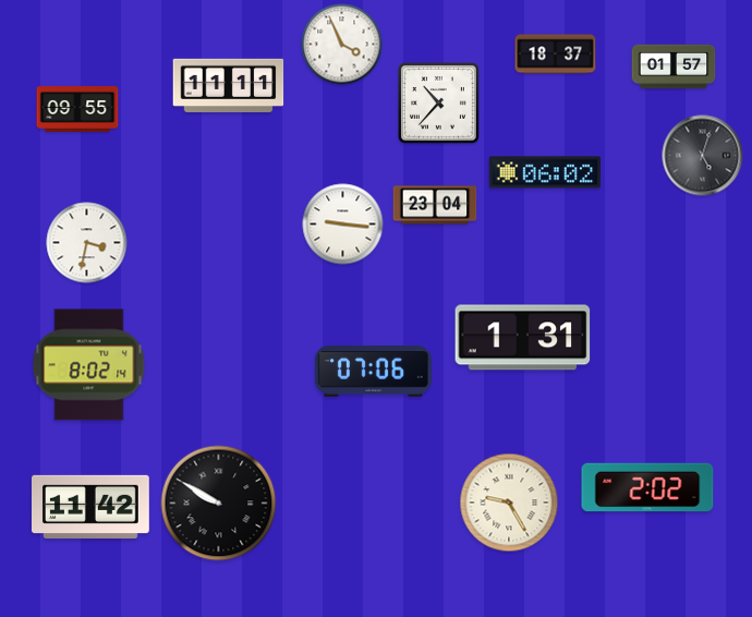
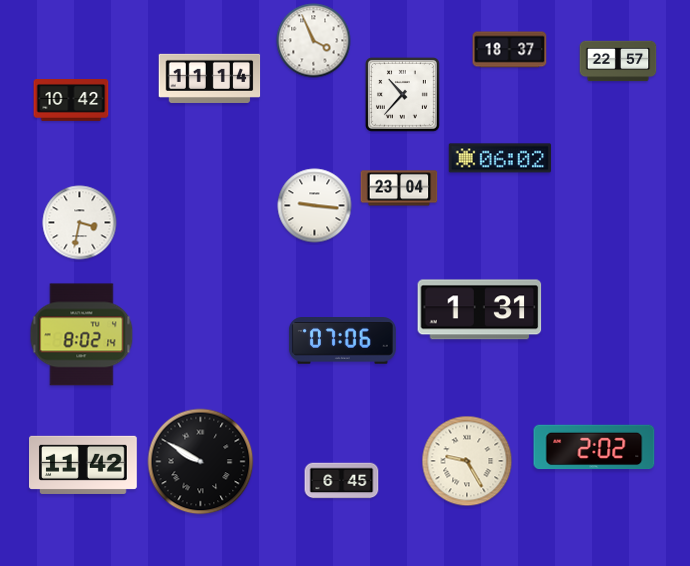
clock at (674, 66): 01:57 -> 22:57
clock at (229, 85): 11:11 -> 11:14
clock at (77, 110): 09:55 -> 10:42
clock at (703, 156): 5:03 -> none
clock at (342, 481): none -> 6:45
